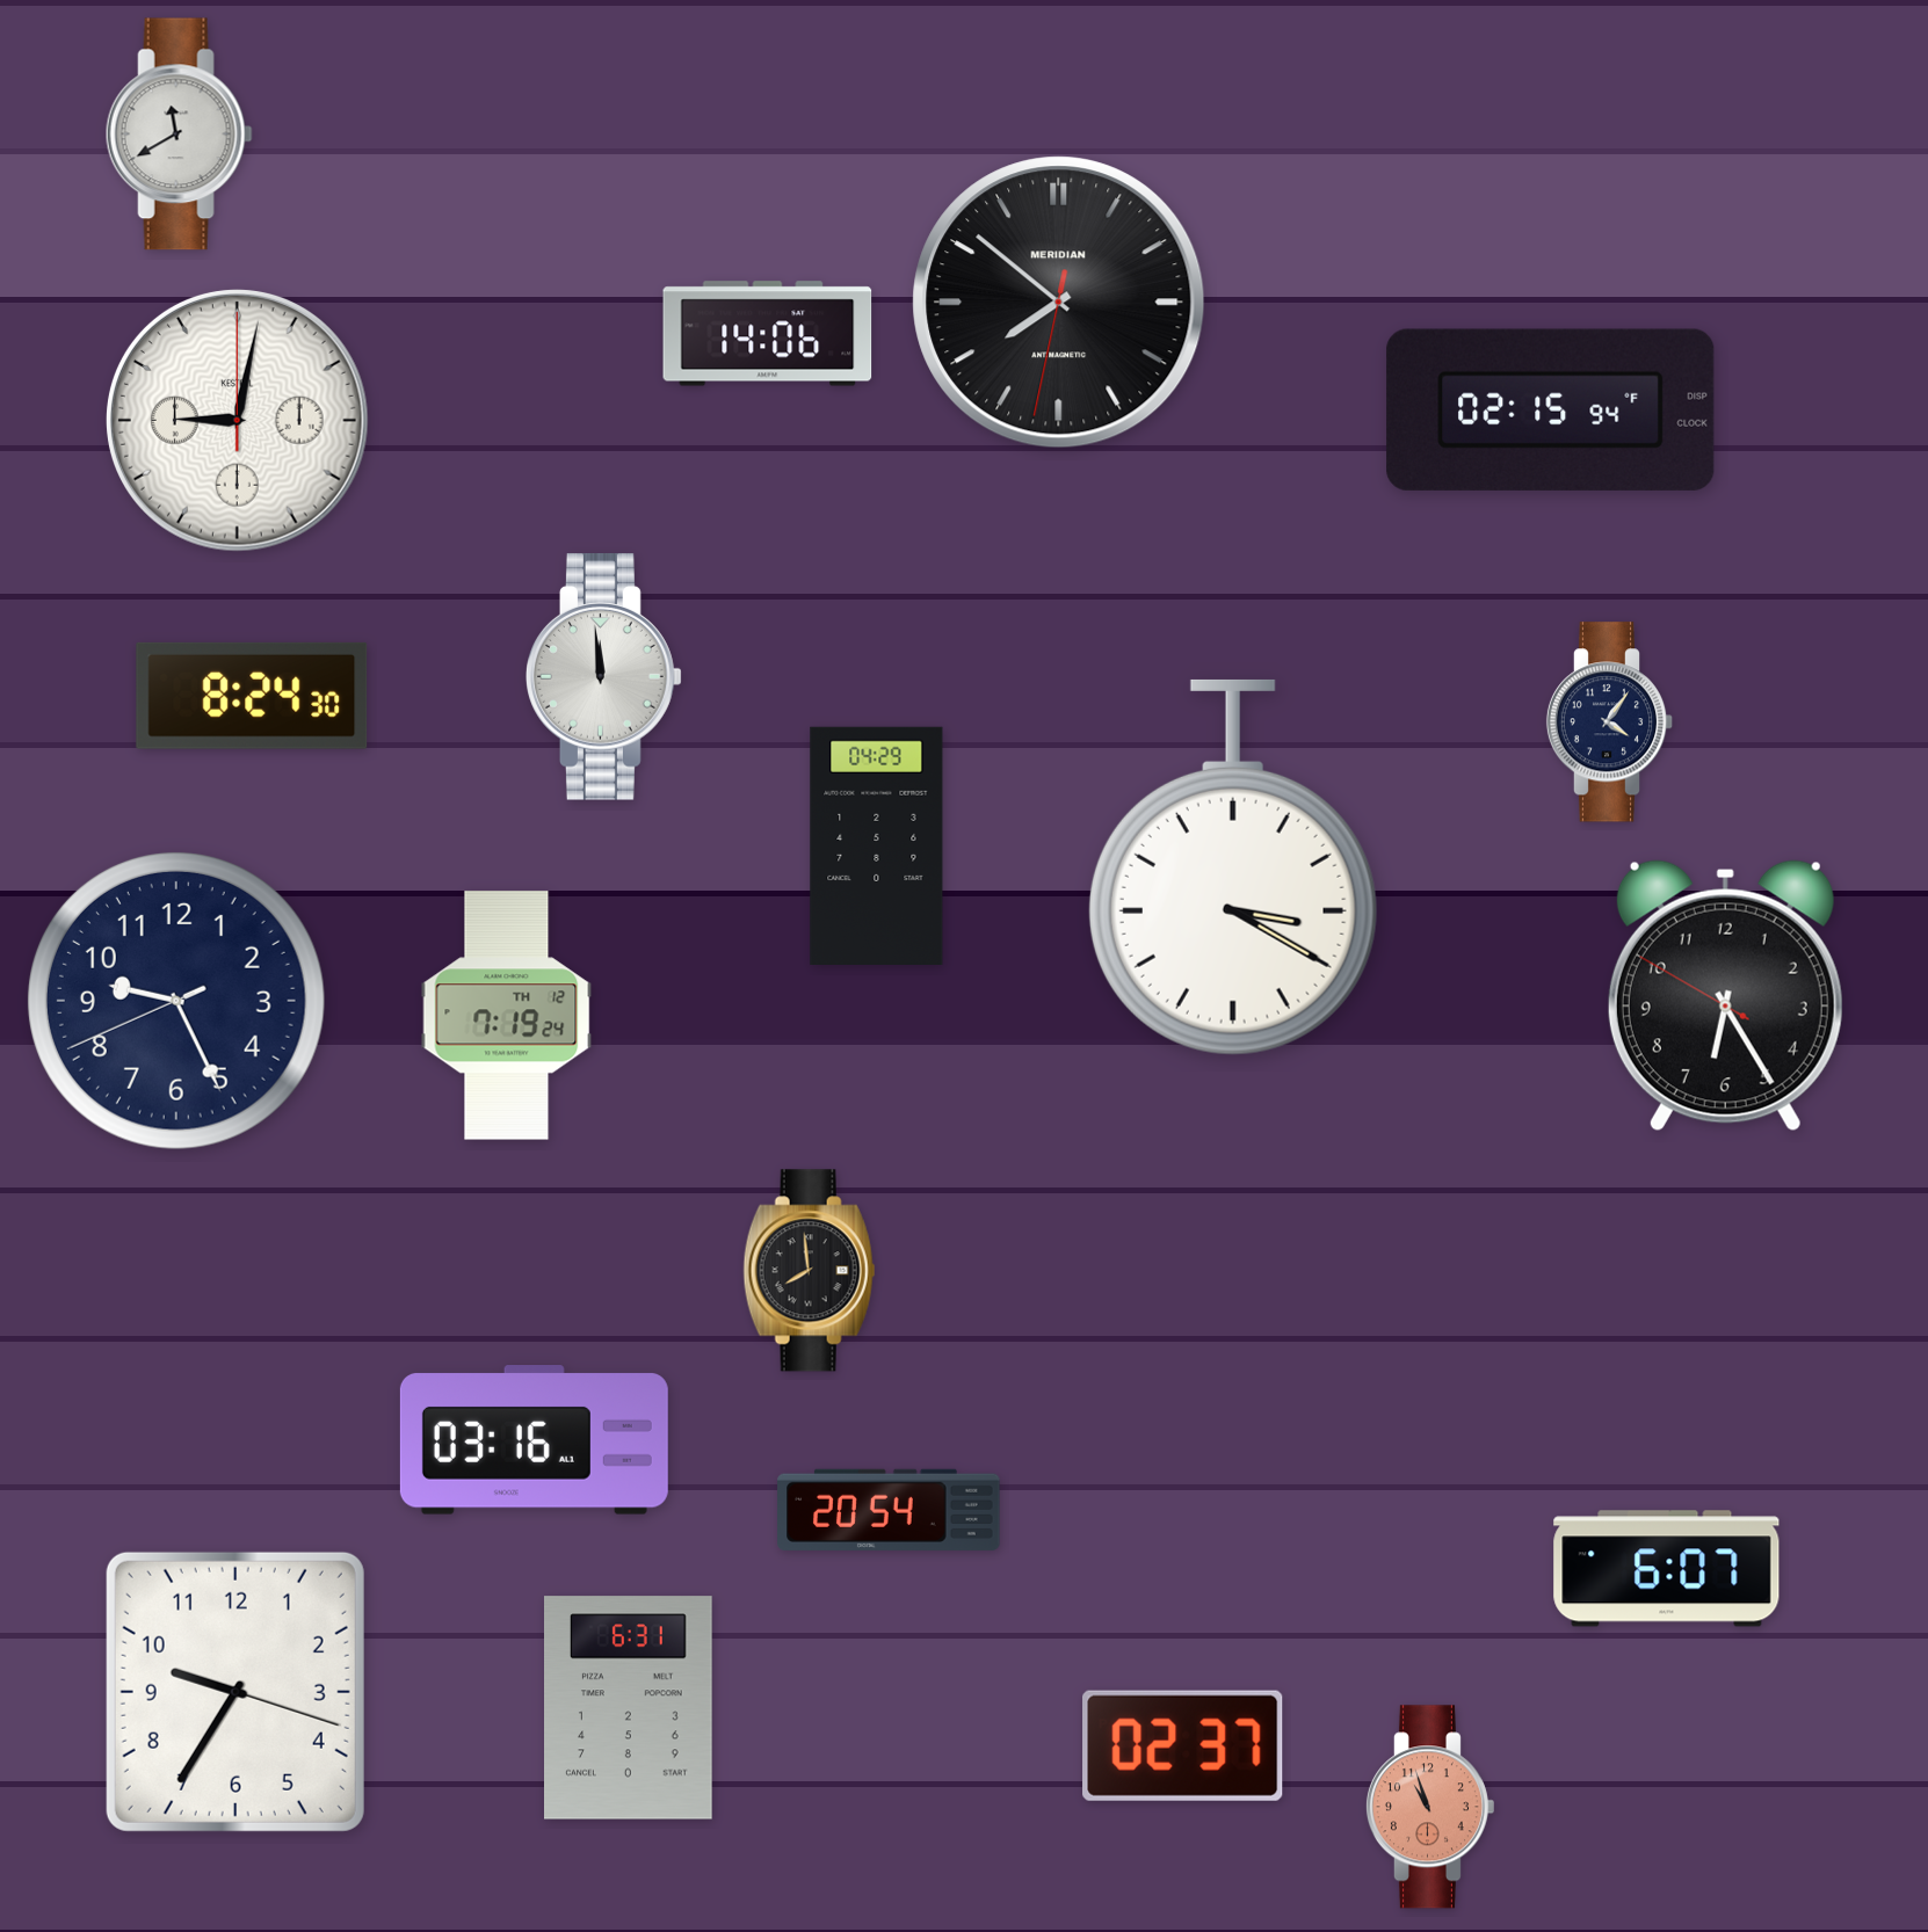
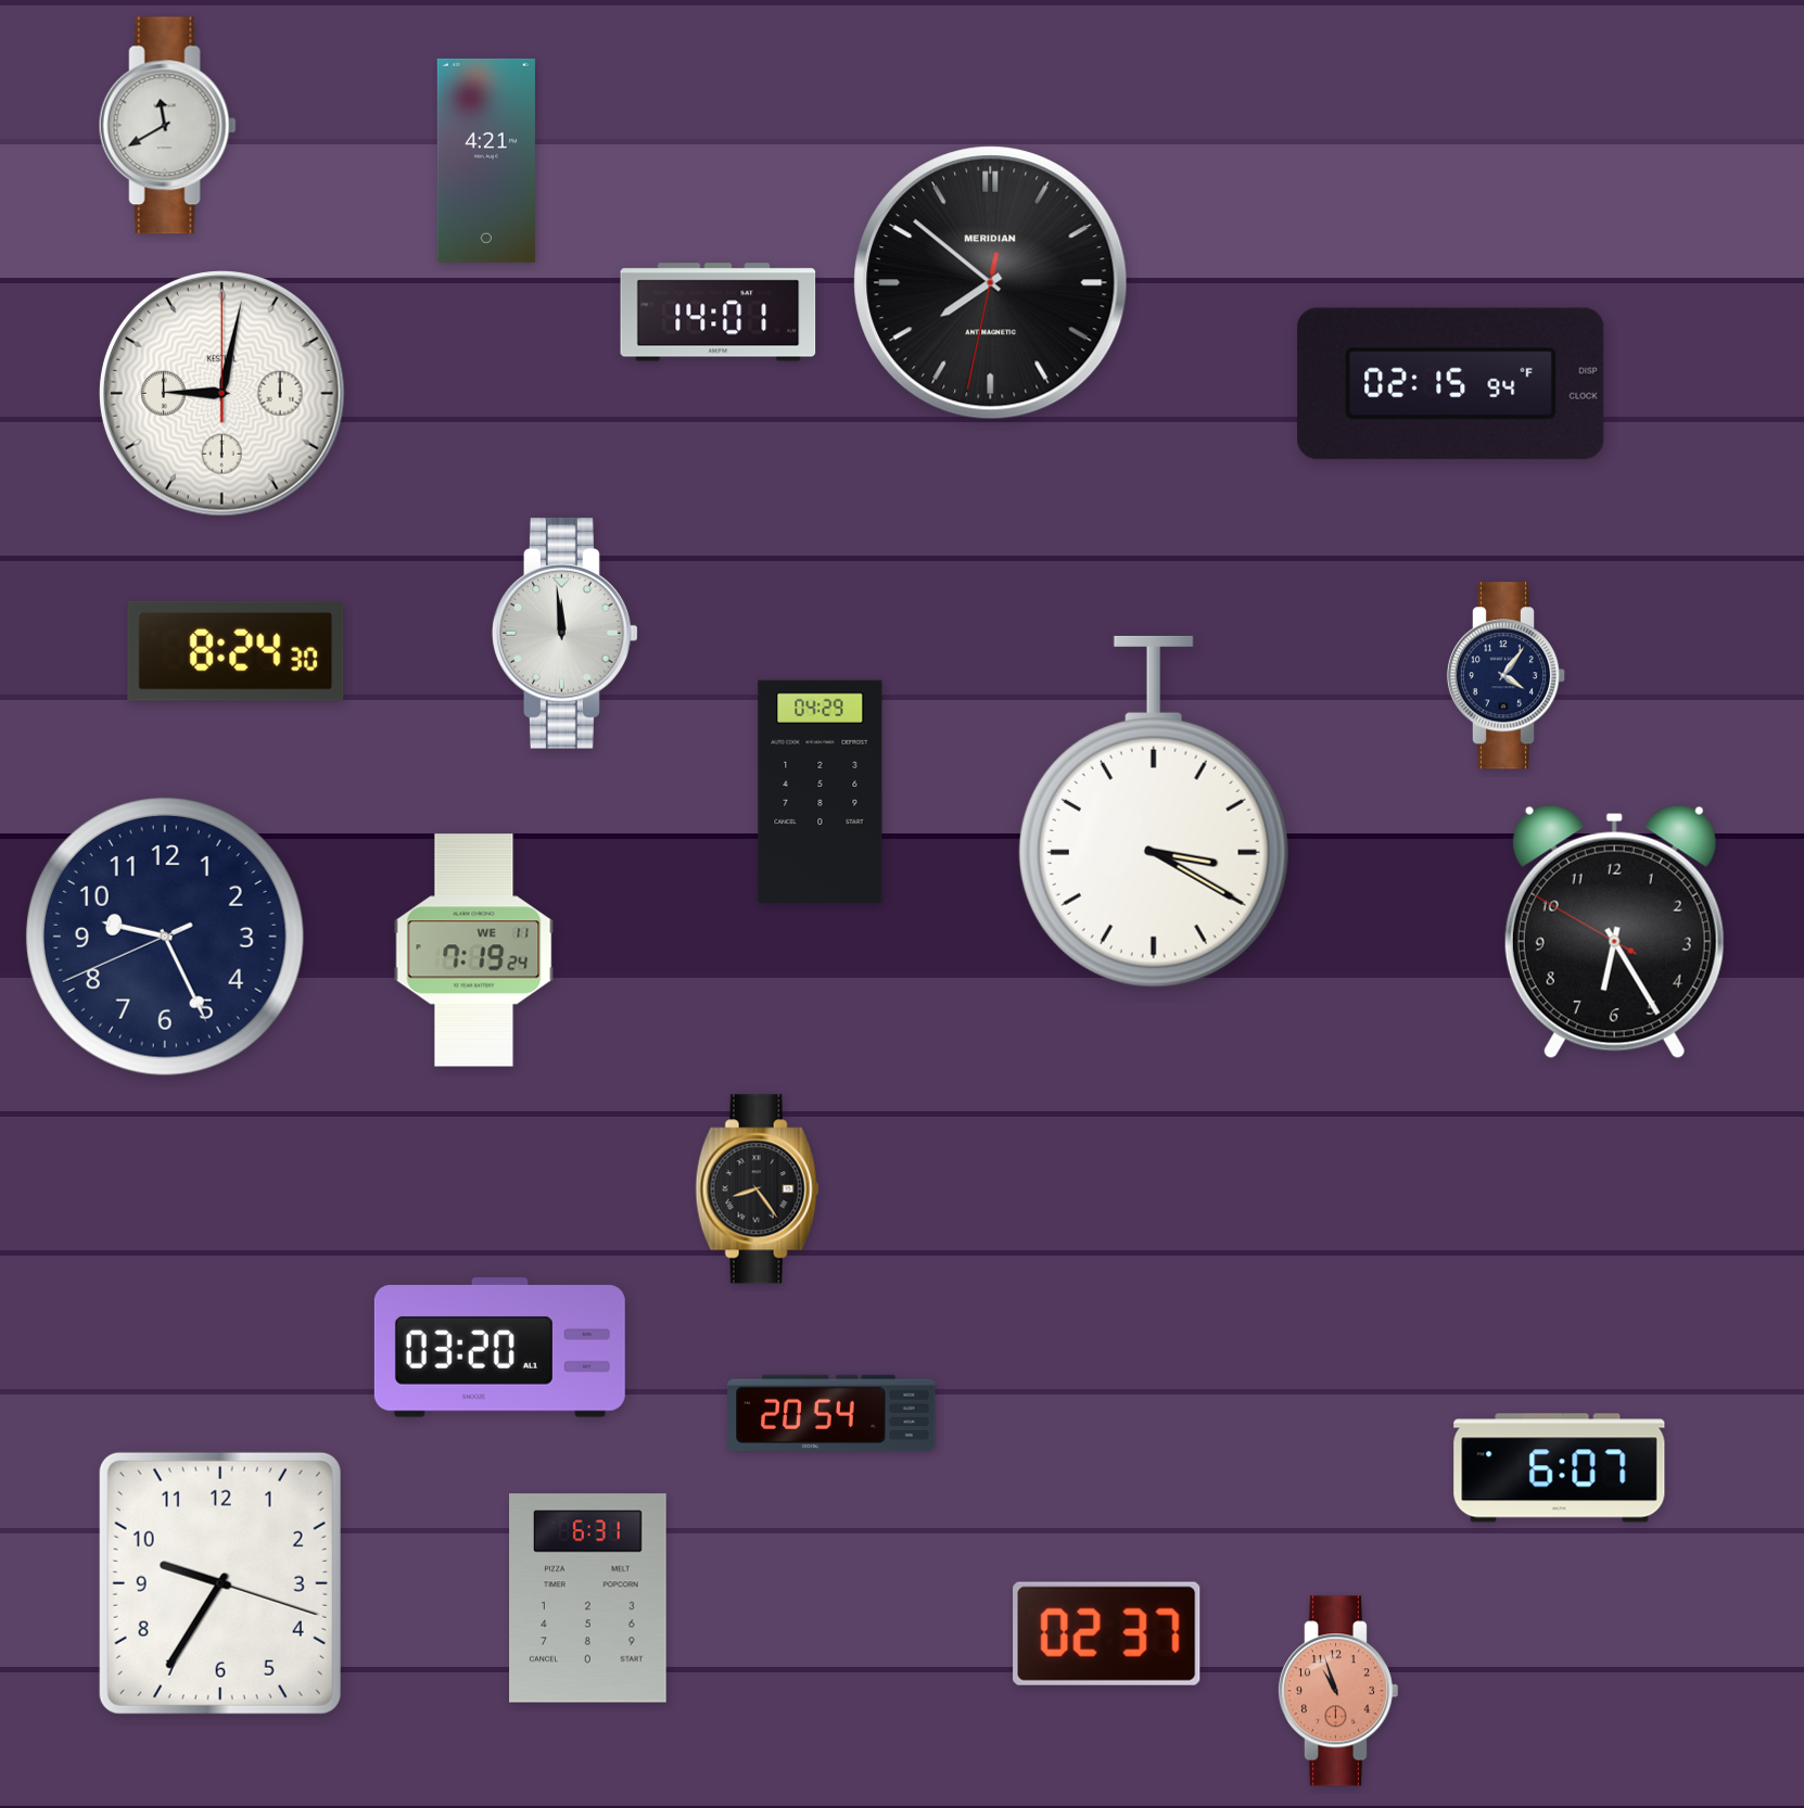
clock at (486, 161): none -> 4:21
clock at (768, 334): 14:06 -> 14:01
clock at (507, 1016) date: TH 12 -> WE 11
clock at (810, 1271): 7:59 -> 8:24
clock at (534, 1440): 03:16 -> 03:20
